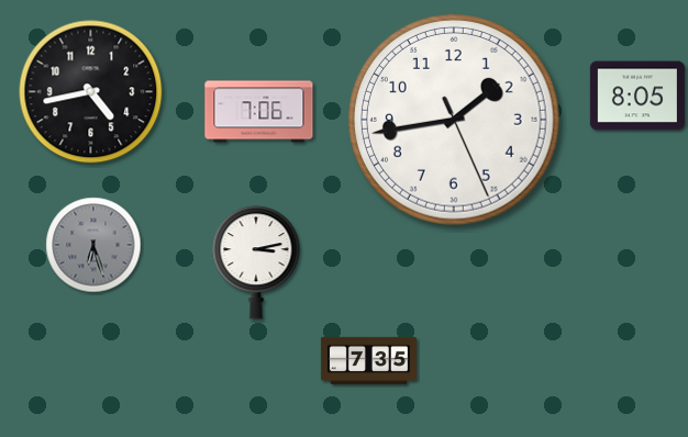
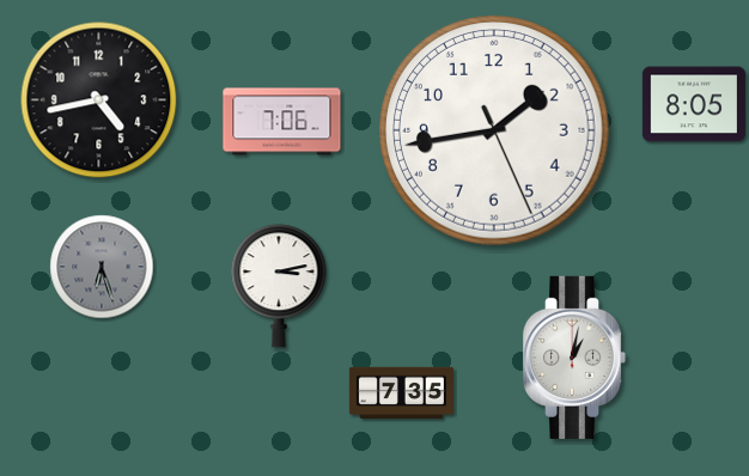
clock at (574, 358): none -> 1:02
